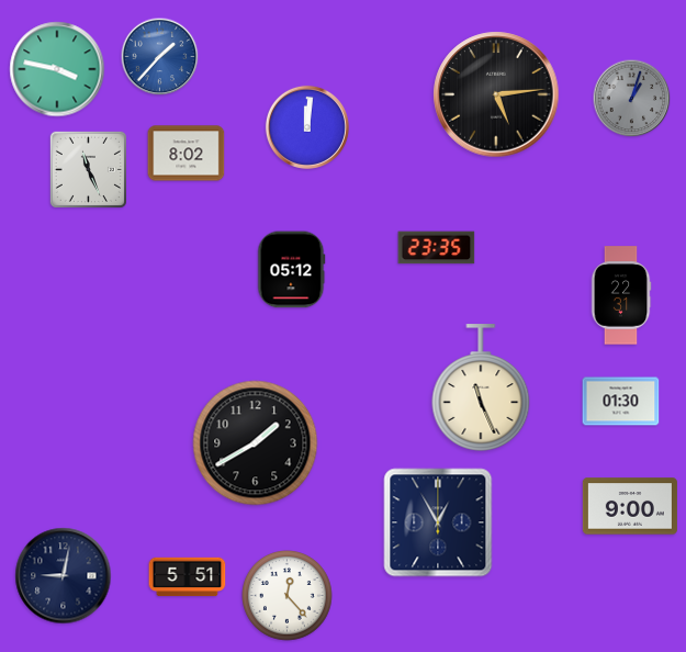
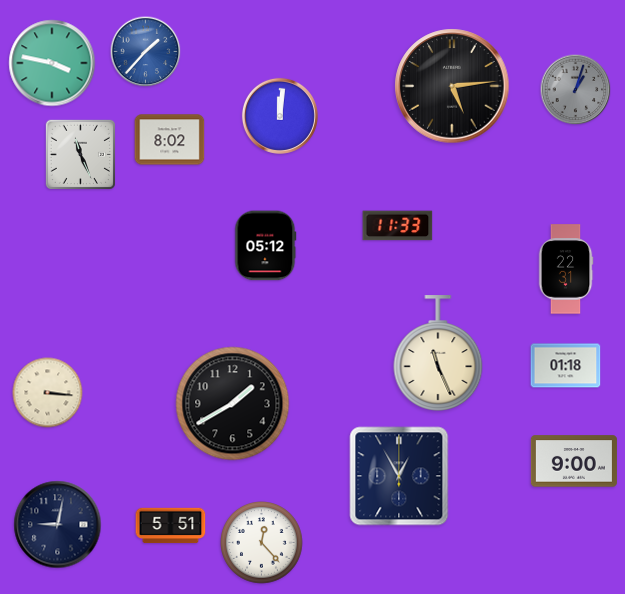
clock at (437, 248): 23:35 -> 11:33
clock at (621, 402): 01:30 -> 01:18
clock at (48, 393): none -> 3:16
